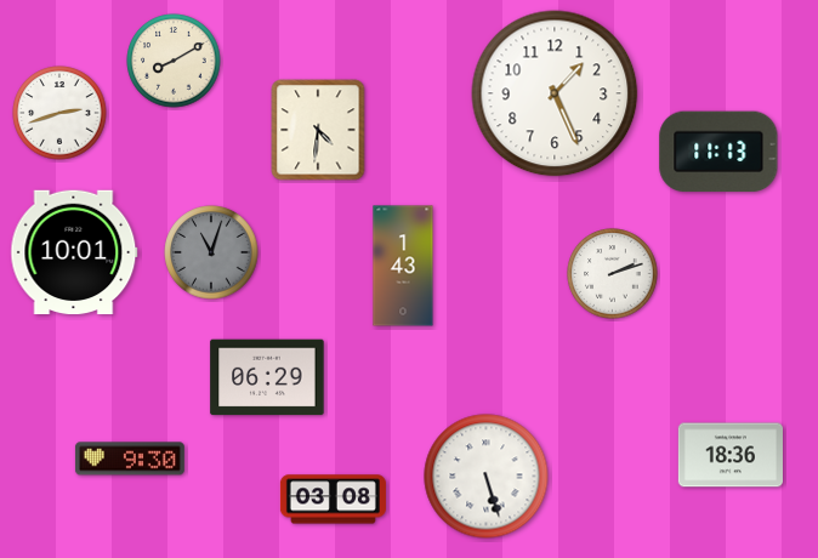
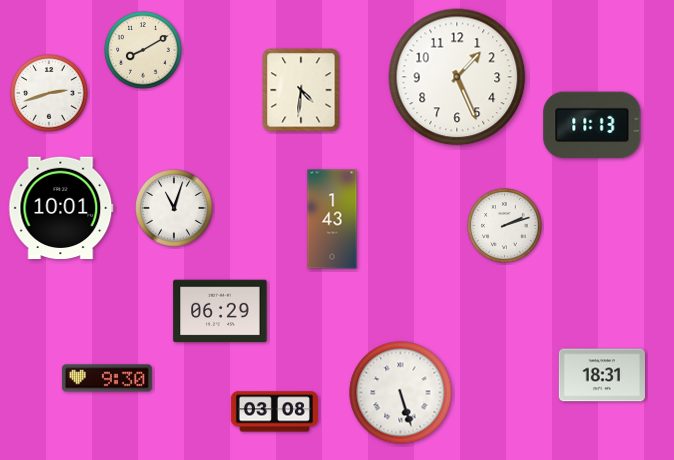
clock at (318, 130) position: (318, 130) -> (301, 90)
clock at (211, 252) dial: grey -> white
clock at (731, 455): 18:36 -> 18:31
